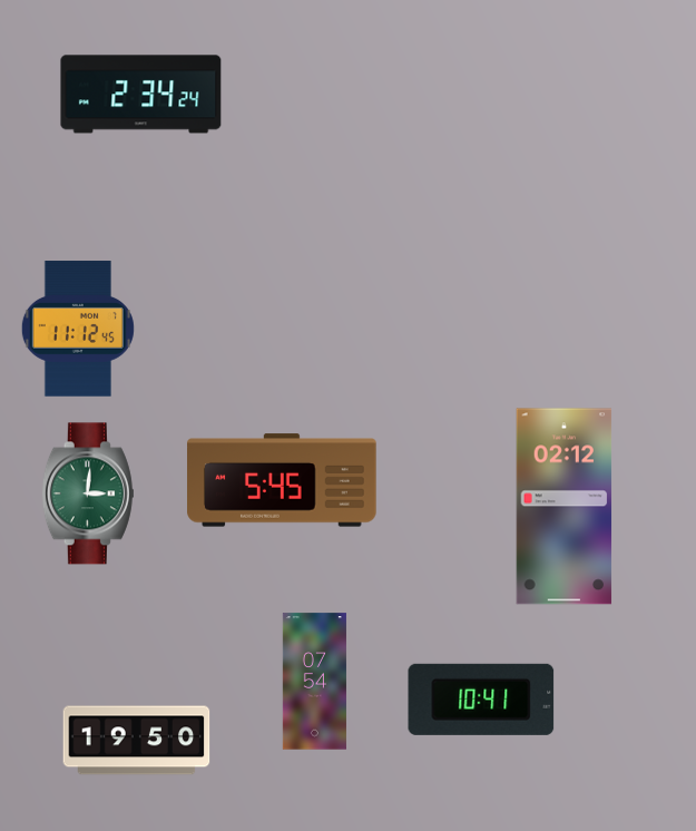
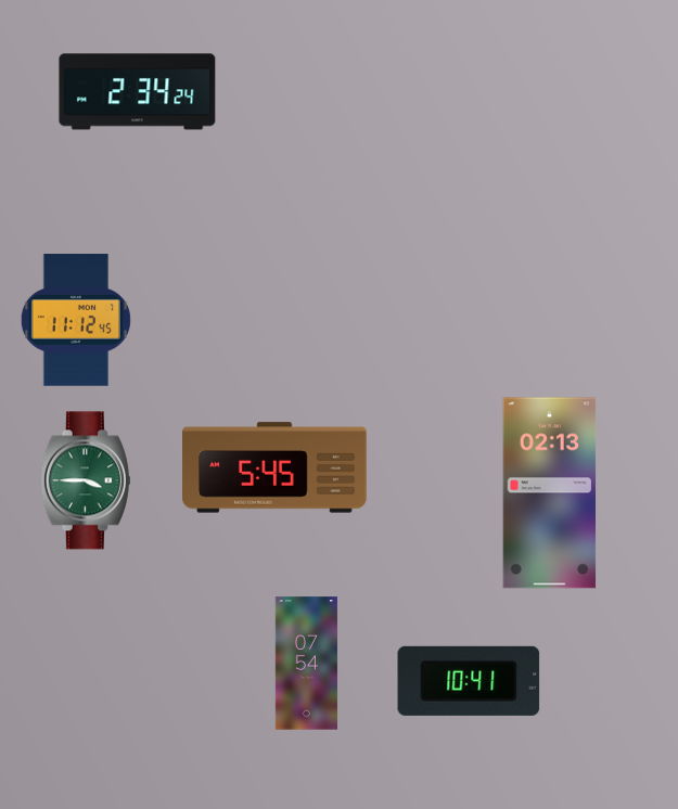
clock at (88, 493): 3:01 -> 3:45
clock at (565, 507): 02:12 -> 02:13
clock at (137, 741): 19:50 -> none
